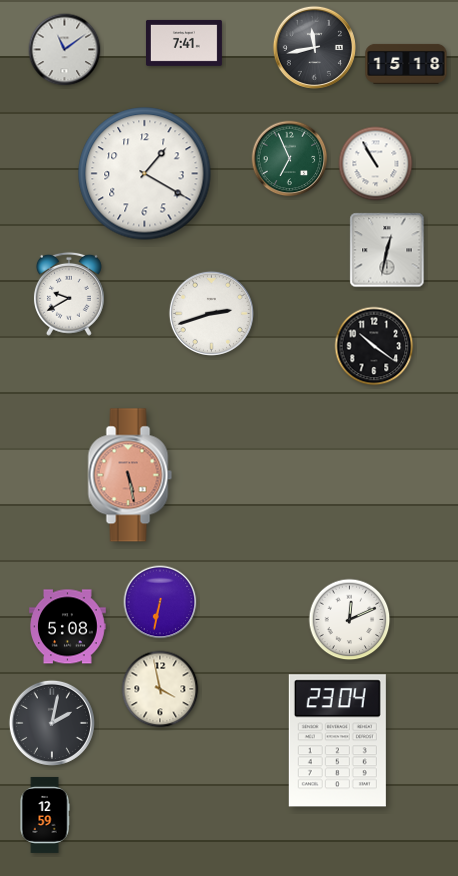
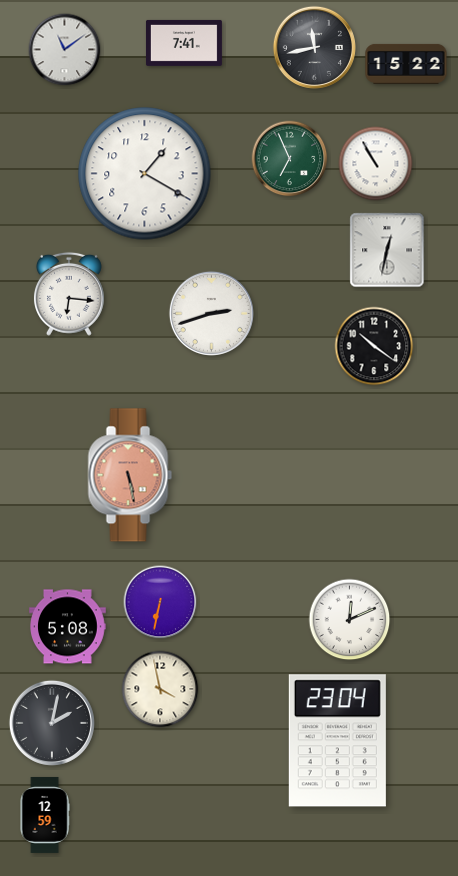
clock at (406, 64): 15:18 -> 15:22
clock at (69, 294): 9:40 -> 6:16
